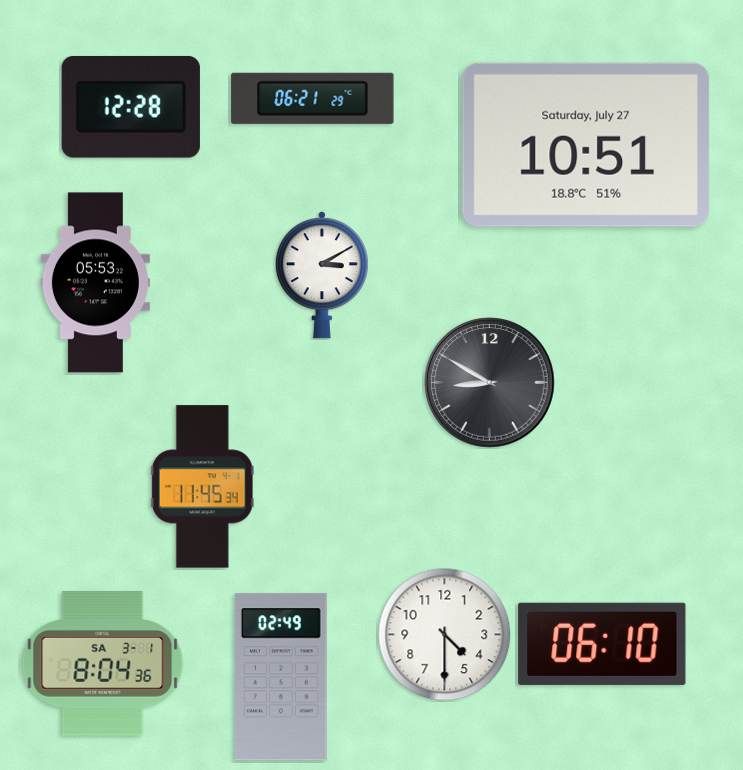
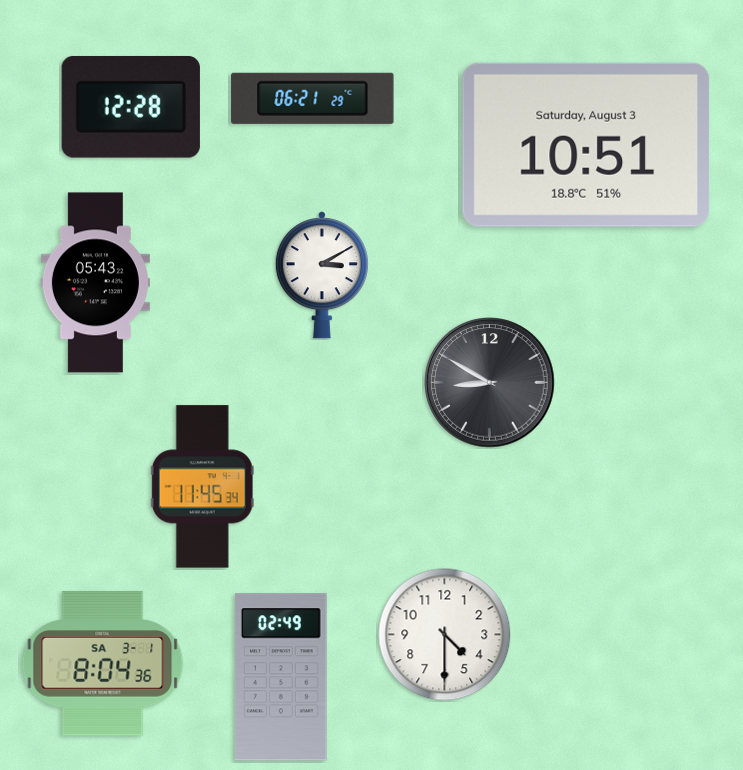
clock at (586, 145) date: Saturday, July 27 -> Saturday, August 3
clock at (95, 283): 05:53 -> 05:43
clock at (602, 644): 06:10 -> none
